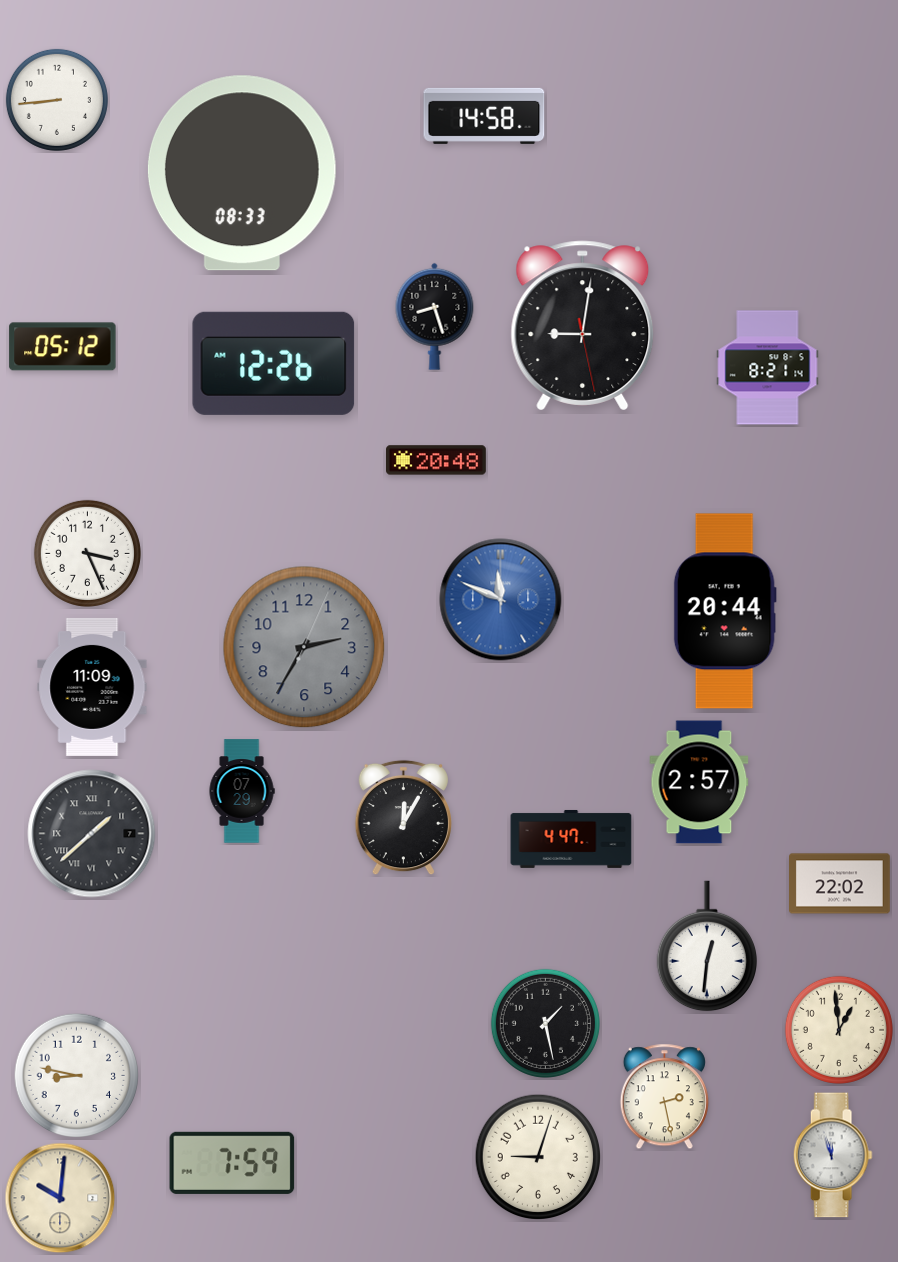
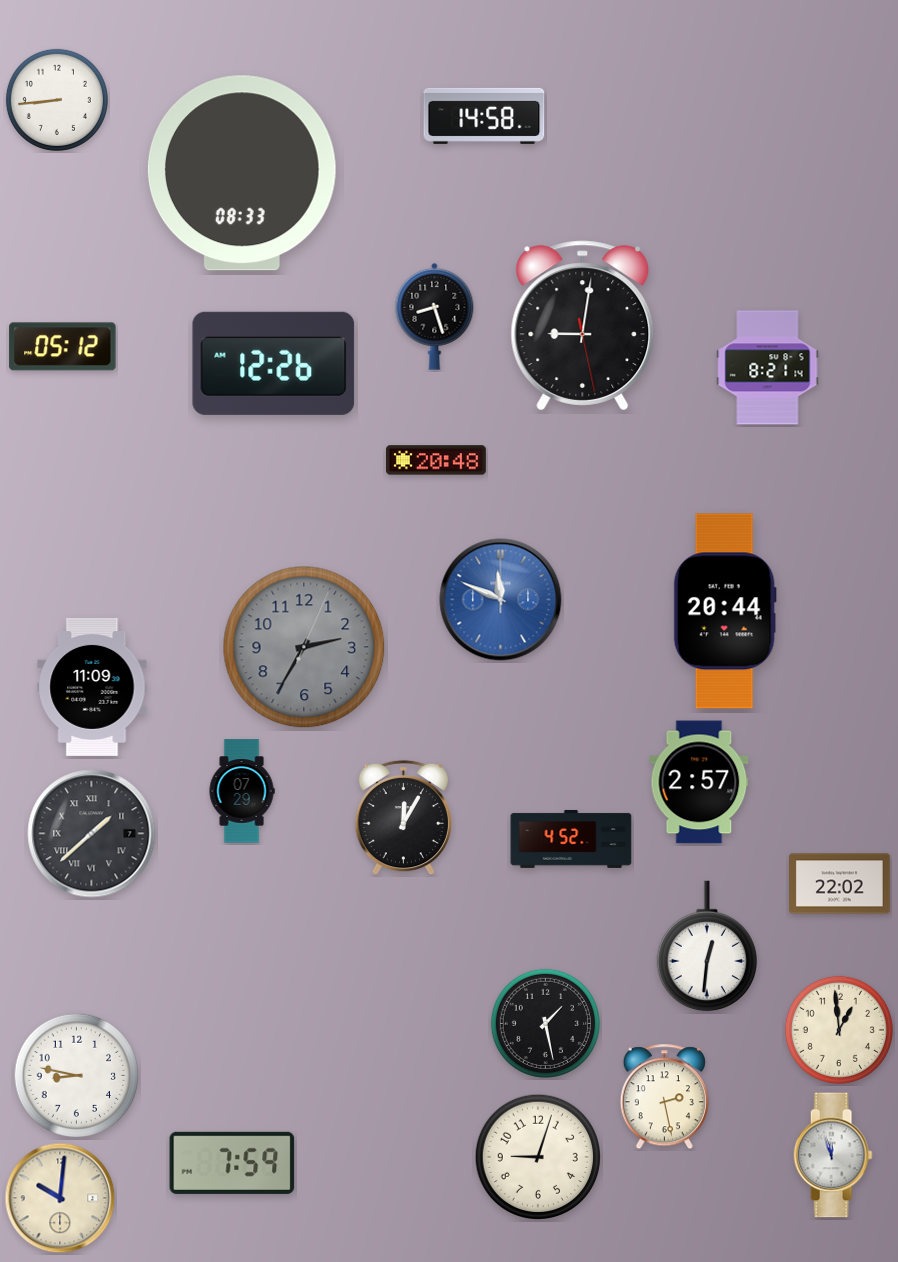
clock at (87, 553): 3:26 -> none
clock at (571, 839): 4:47 -> 4:52
